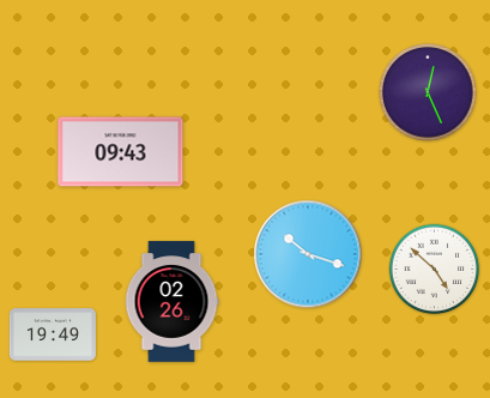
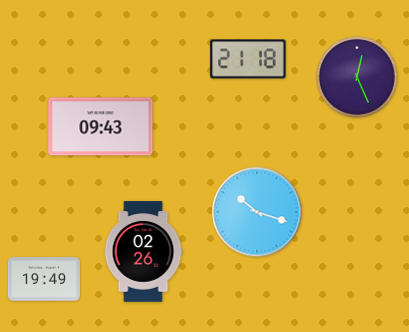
clock at (248, 59): none -> 21:18
clock at (435, 270): 4:52 -> none
